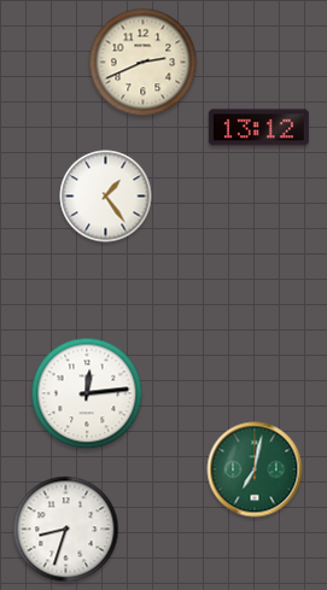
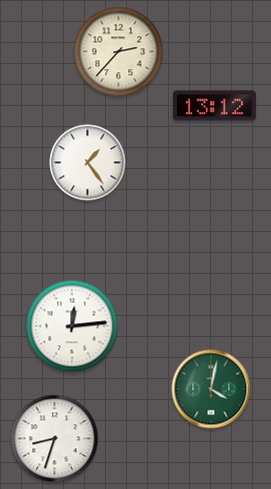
clock at (144, 63): 2:41 -> 2:37
clock at (255, 469): 7:02 -> 4:02
